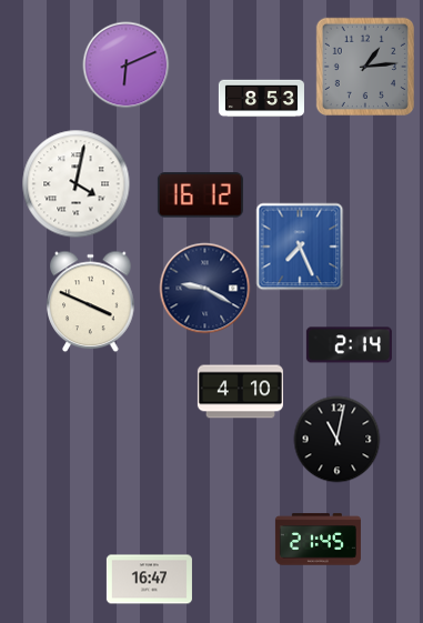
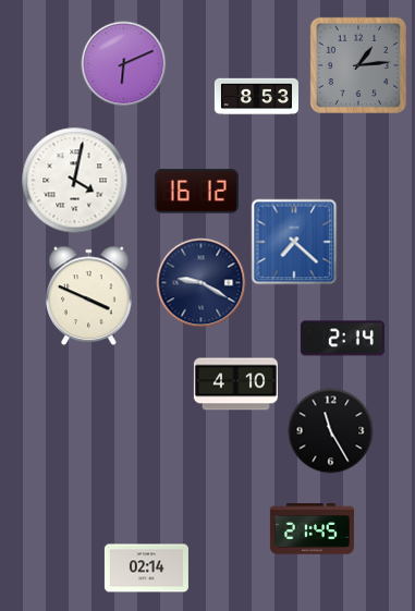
clock at (300, 247): 7:26 -> 7:22
clock at (336, 439): 11:02 -> 11:25
clock at (149, 580): 16:47 -> 02:14
